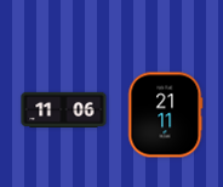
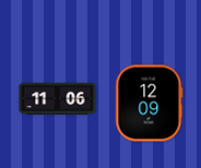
clock at (165, 115): 21:11 -> 12:09
